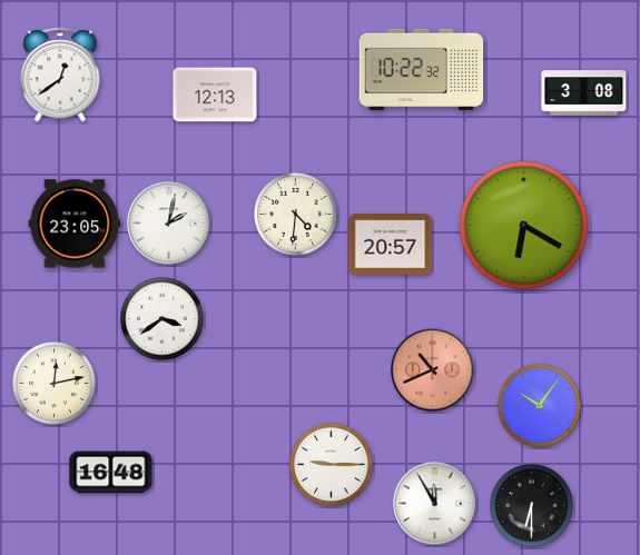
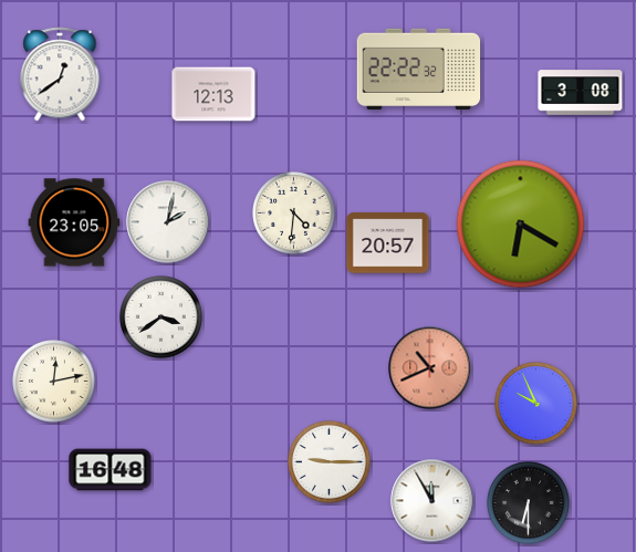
clock at (422, 69): 10:22 -> 22:22
clock at (540, 406): 10:06 -> 9:56
